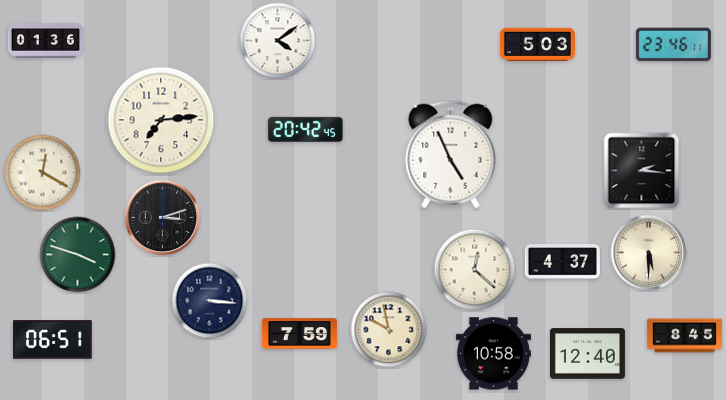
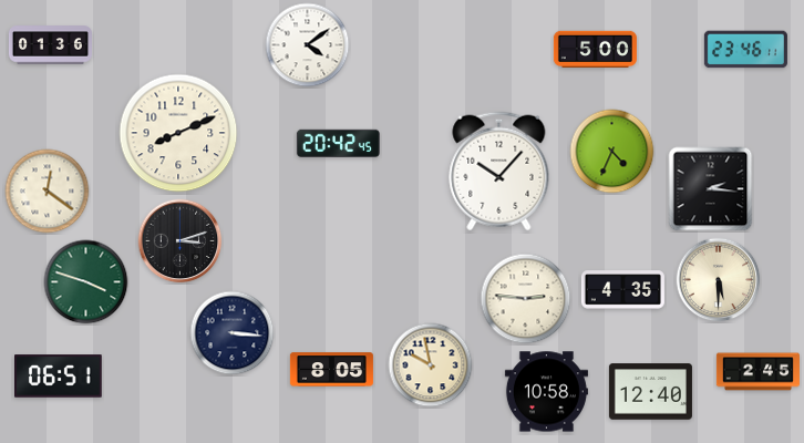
clock at (537, 44): 5:03 -> 5:00
clock at (161, 120): 7:14 -> 8:11
clock at (612, 152): none -> 4:34
clock at (451, 155): 4:56 -> 10:07
clock at (43, 173): 12:20 -> 12:21
clock at (562, 262): 4:37 -> 4:35
clock at (475, 270): 12:22 -> 2:46
clock at (299, 334): 7:59 -> 8:05
clock at (684, 336): 8:45 -> 2:45
